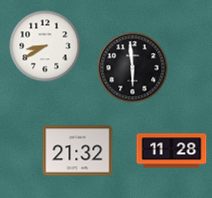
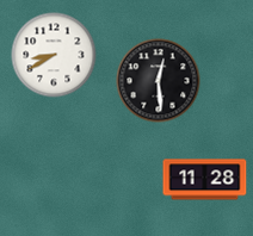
clock at (133, 68): 5:59 -> 12:29
clock at (78, 151): 21:32 -> none
